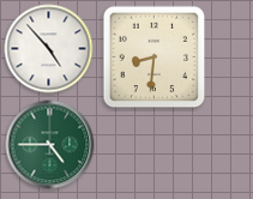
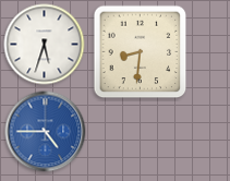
clock at (49, 49): 4:53 -> 5:33
clock at (50, 145) dial: green -> blue
